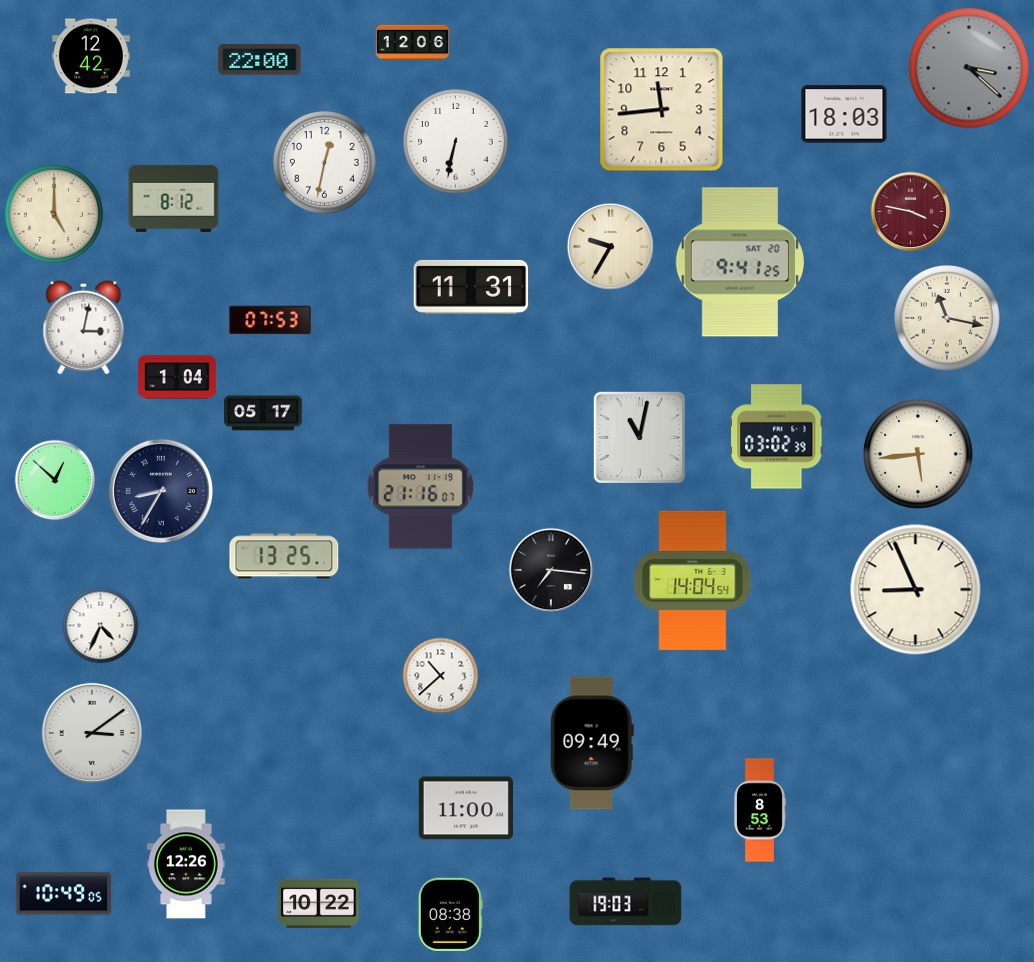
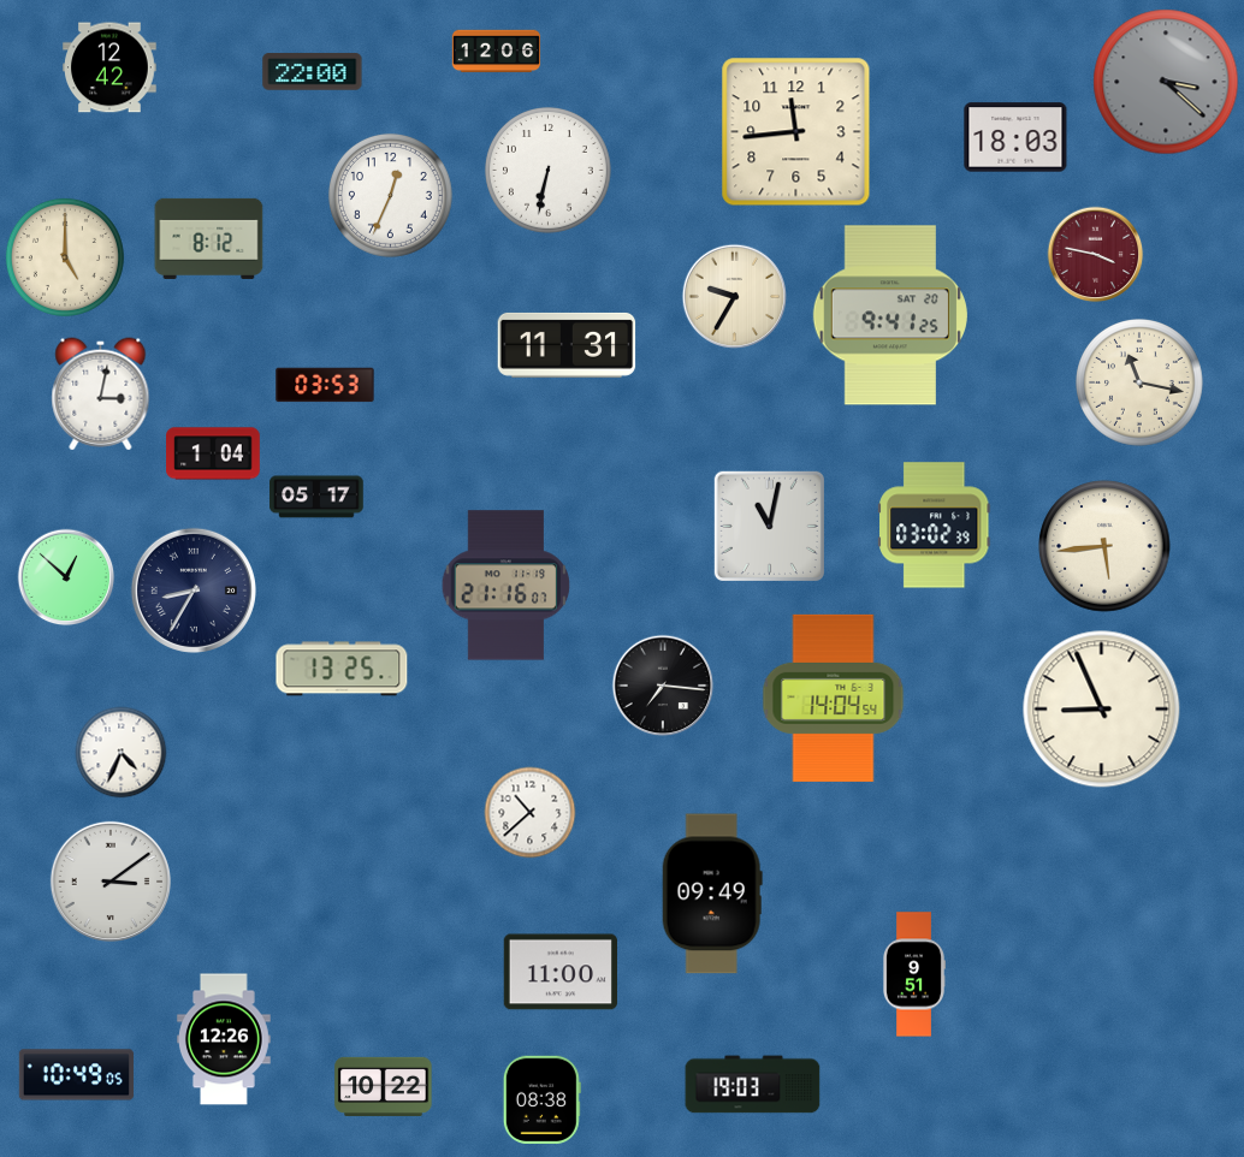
clock at (324, 162): 12:32 -> 12:34
clock at (270, 320): 07:53 -> 03:53
clock at (760, 810): 8:53 -> 9:51
